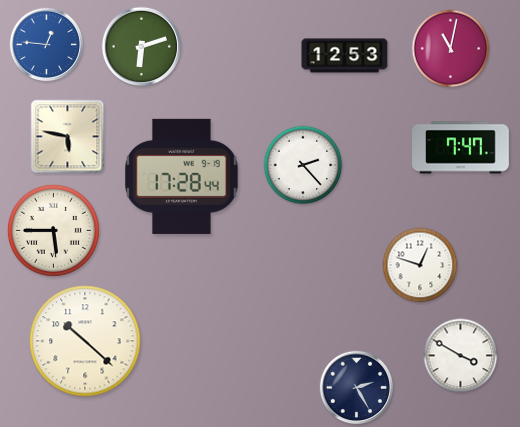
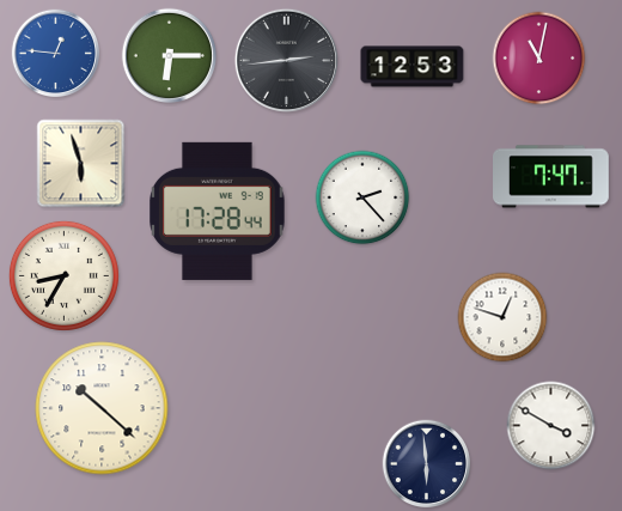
clock at (141, 46): 6:12 -> 6:15
clock at (286, 60): none -> 2:44
clock at (68, 137): 5:47 -> 5:57
clock at (53, 230): 5:45 -> 8:35
clock at (357, 388): 2:25 -> 5:59
